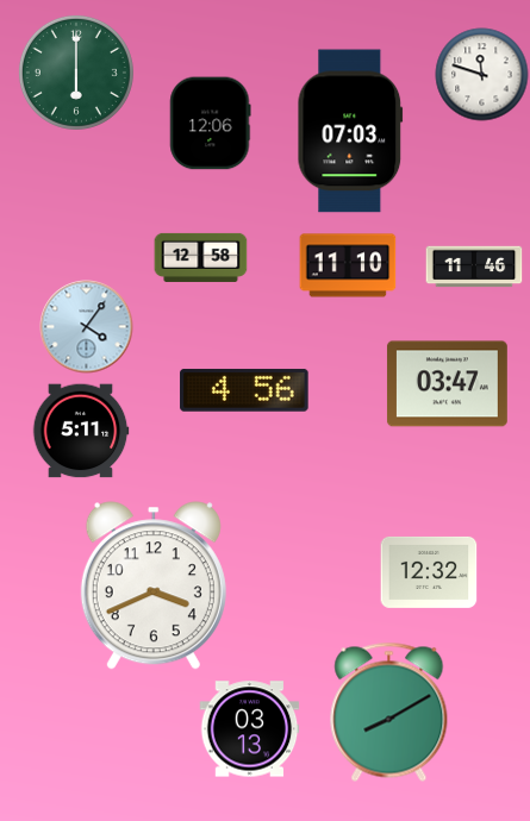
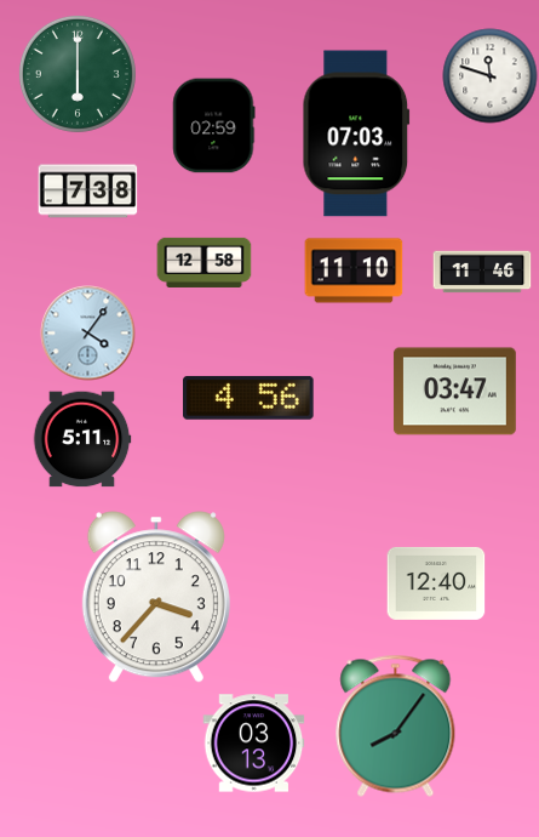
clock at (211, 123): 12:06 -> 02:59
clock at (87, 192): none -> 7:38
clock at (429, 572): 12:32 -> 12:40
clock at (154, 585): 3:41 -> 3:37
clock at (389, 712): 8:10 -> 8:06
